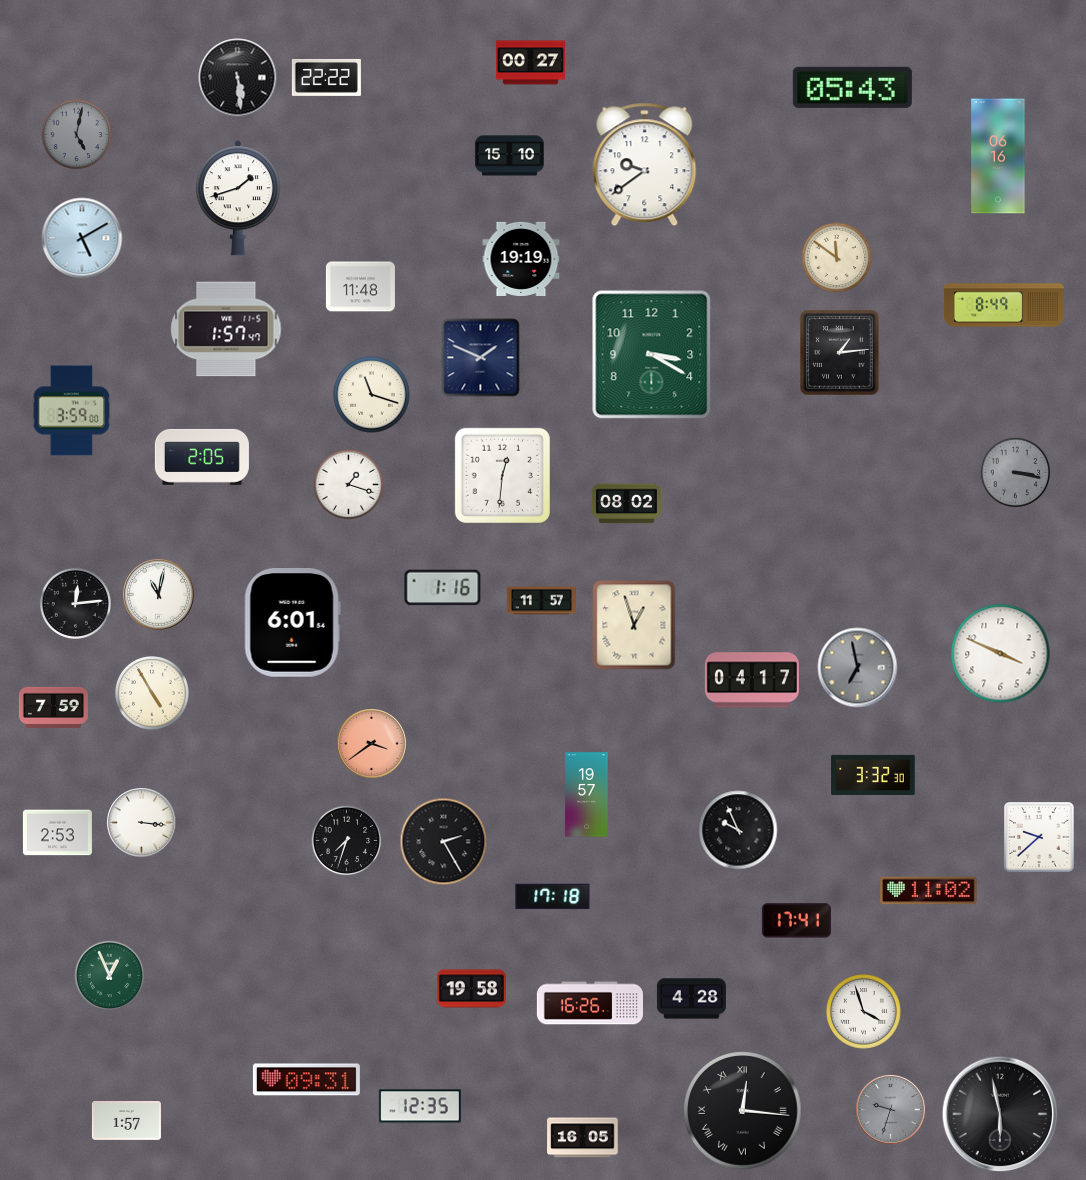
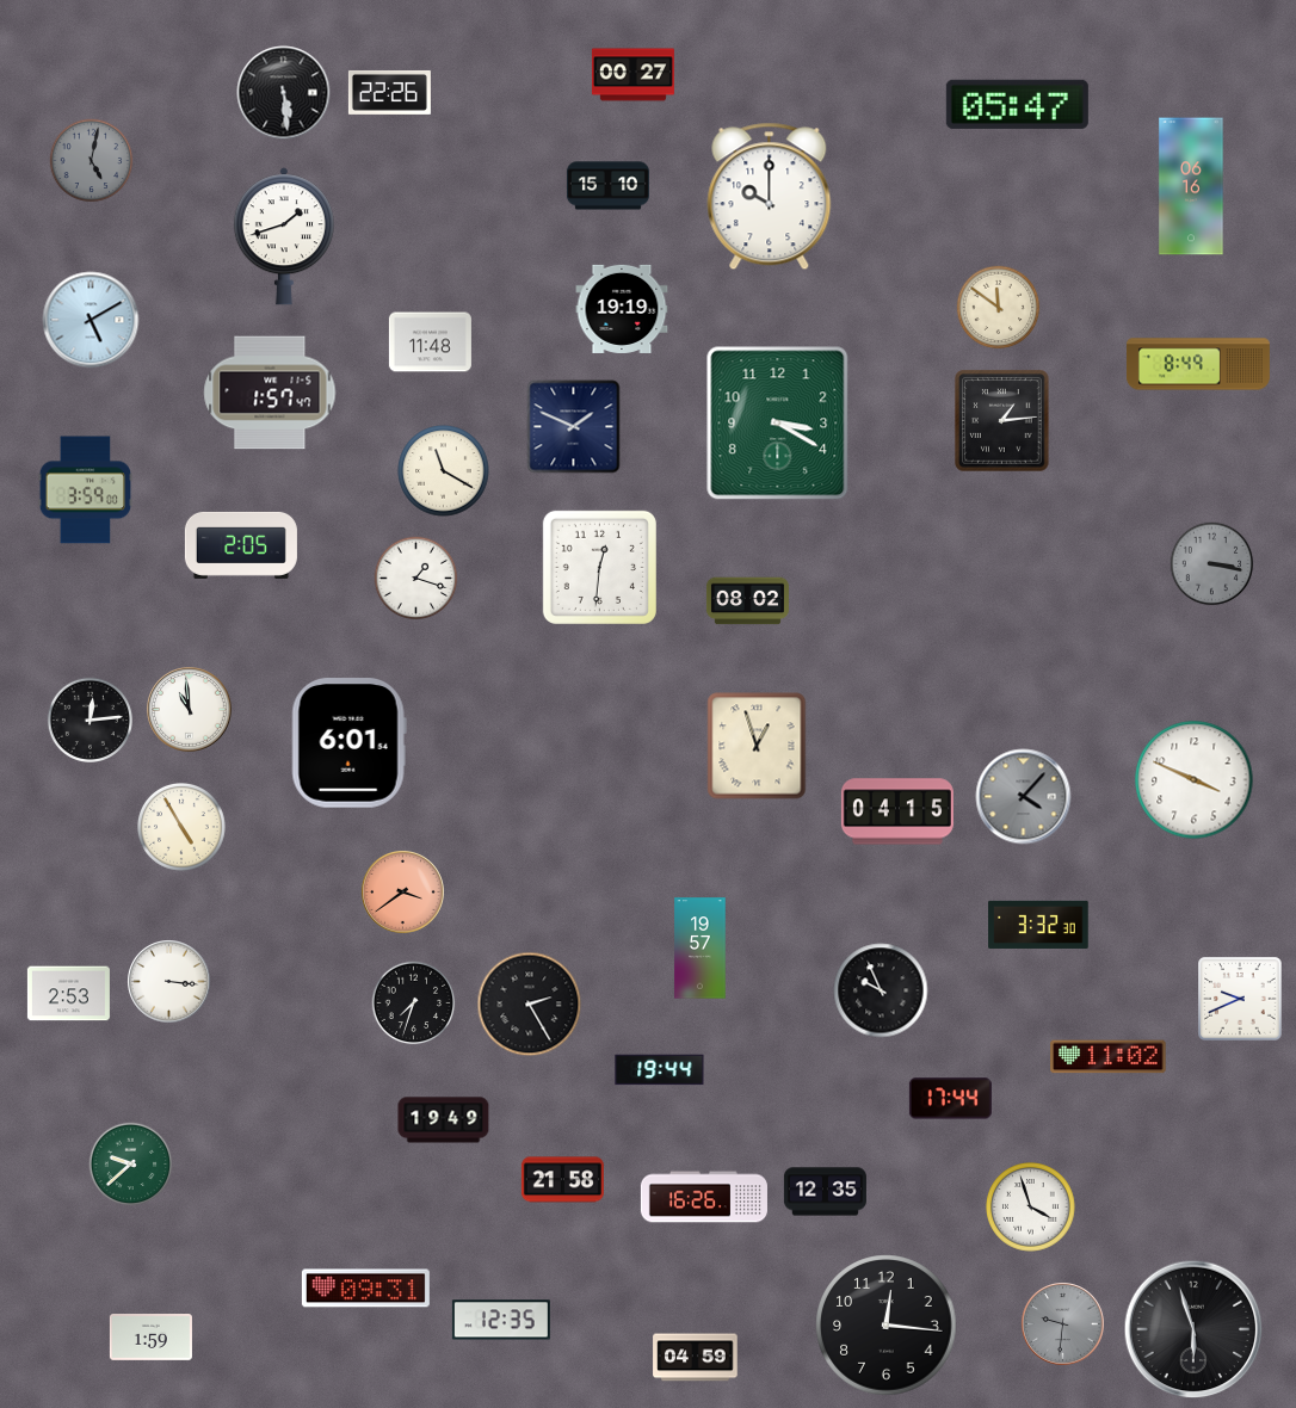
clock at (326, 77): 22:22 -> 22:26
clock at (852, 87): 05:43 -> 05:47
clock at (645, 165): 9:39 -> 10:00
clock at (82, 238) position: (82, 238) -> (91, 320)
clock at (372, 395): 11:18 -> 11:20
clock at (443, 588): 1:16 -> none
clock at (159, 595): 11:02 -> 10:59
clock at (541, 601): 11:57 -> none
clock at (858, 668): 6:58 -> 4:07
clock at (752, 680): 04:17 -> 04:15
clock at (53, 707): 7:59 -> none
clock at (372, 744) position: (372, 744) -> (403, 893)
clock at (873, 775) position: (873, 775) -> (1038, 925)
clock at (1039, 837): 9:38 -> 9:41
clock at (929, 891) position: (929, 891) -> (1109, 1057)
clock at (553, 897): 17:18 -> 19:44
clock at (796, 921): 17:41 -> 17:44
clock at (444, 1120): none -> 19:49
clock at (110, 976): 12:56 -> 9:38
clock at (471, 989): 19:58 -> 21:58
clock at (691, 999): 4:28 -> 12:35
clock at (891, 1110): 9:33 -> 9:31
clock at (743, 1111) numerals: Roman -> Arabic
clock at (1000, 1114): 5:58 -> 5:57
clock at (126, 1121): 1:57 -> 1:59
clock at (583, 1138): 16:05 -> 04:59
